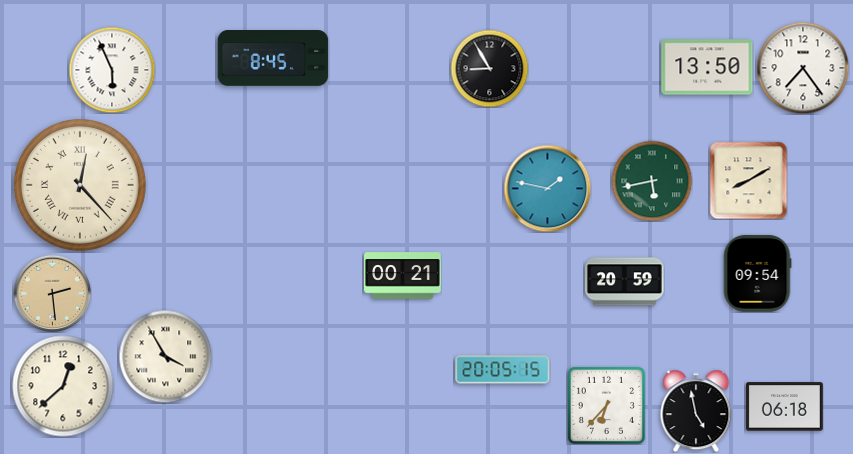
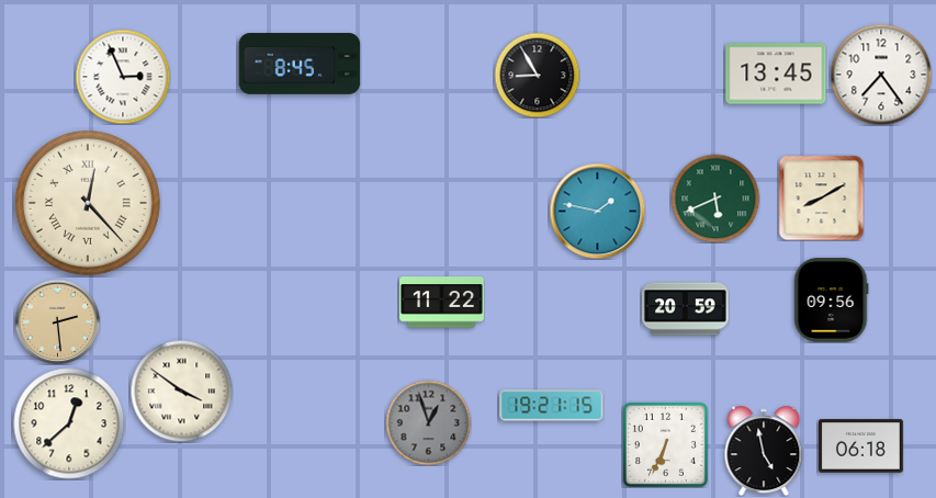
clock at (707, 67): 13:50 -> 13:45
clock at (112, 70): 5:56 -> 2:56
clock at (652, 181): 5:43 -> 5:41
clock at (547, 188) position: (547, 188) -> (597, 211)
clock at (757, 273): 09:54 -> 09:56
clock at (403, 276): 00:21 -> 11:22
clock at (165, 356): 3:55 -> 3:51
clock at (503, 370): 20:05 -> 19:21
clock at (428, 422): none -> 12:57
clock at (606, 405): 6:37 -> 6:34
